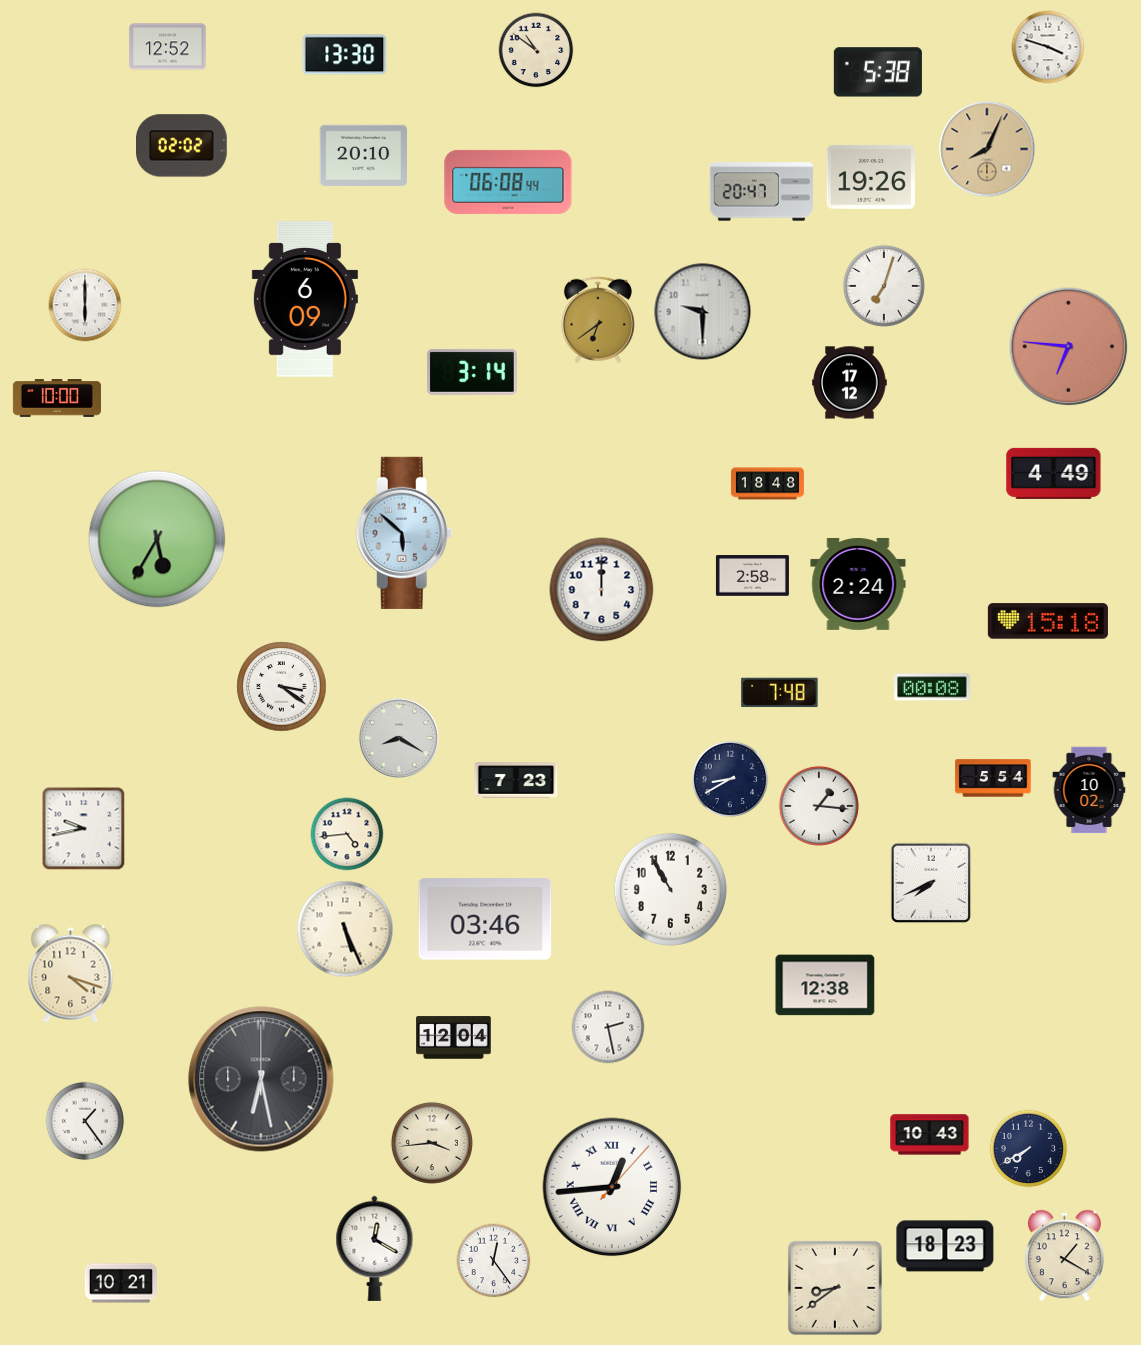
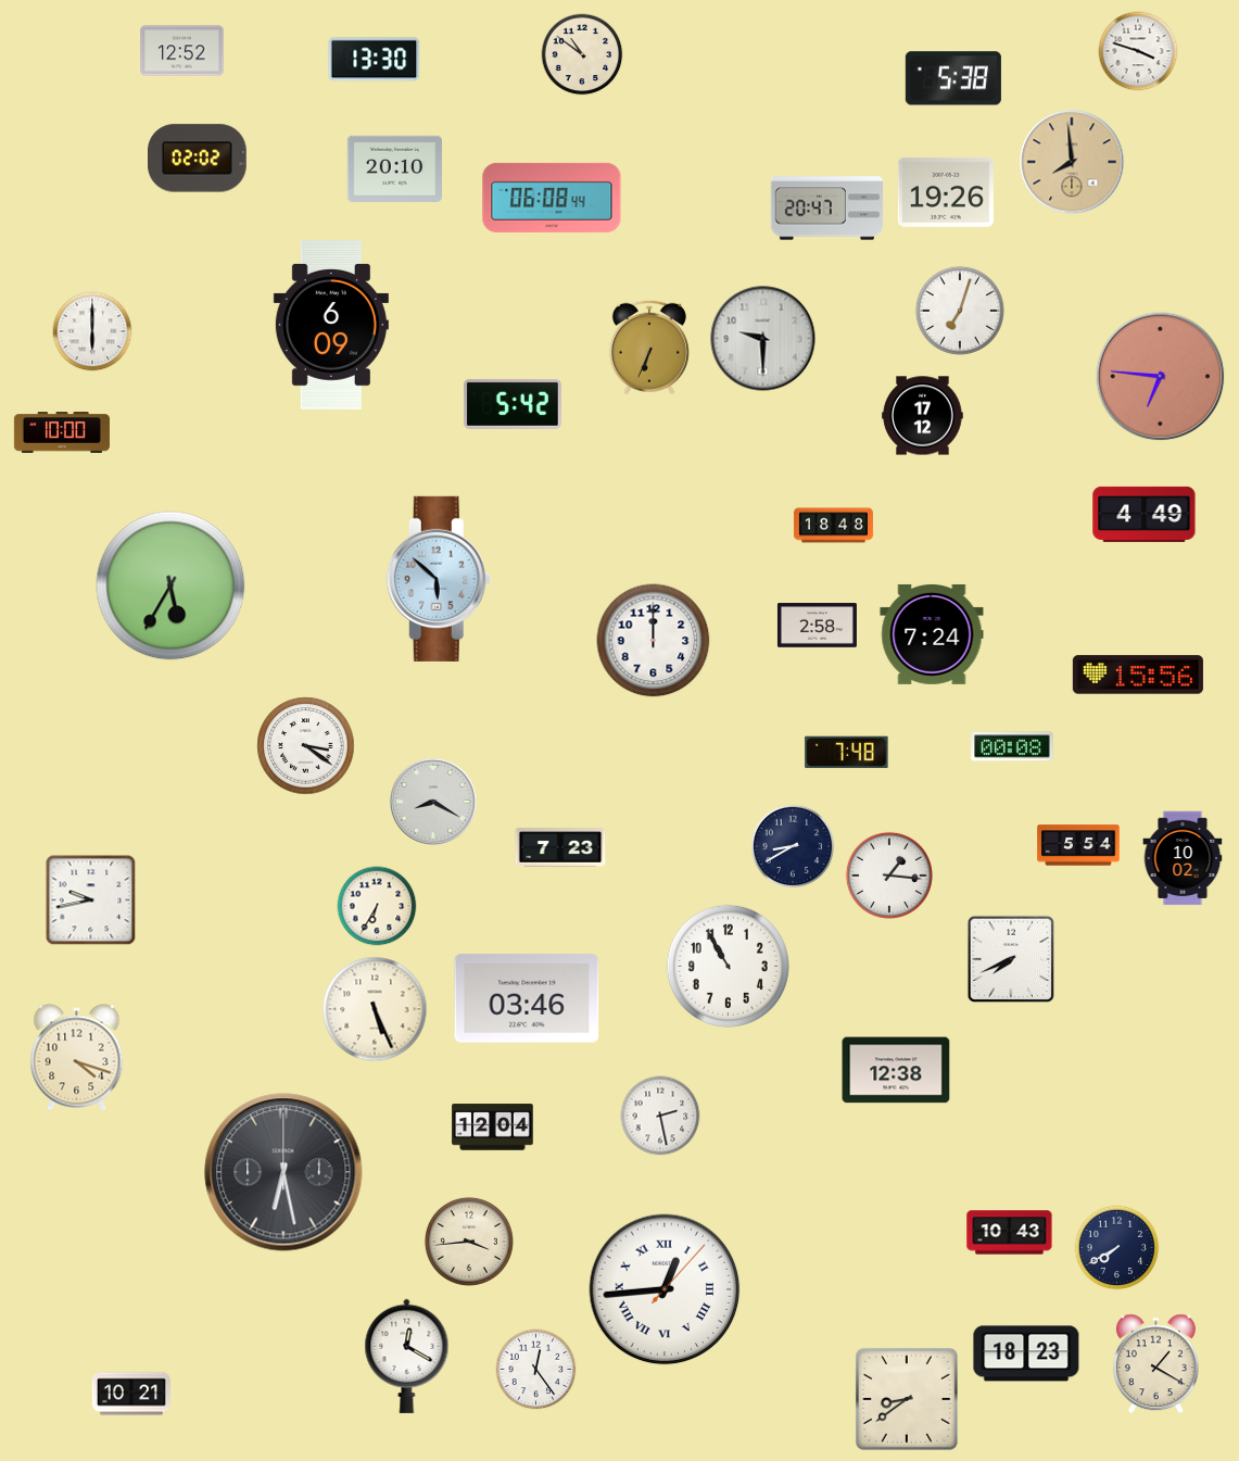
clock at (987, 149): 8:04 -> 7:59
clock at (598, 320): 6:39 -> 6:34
clock at (472, 372): 3:14 -> 5:42
clock at (858, 584): 2:24 -> 7:24
clock at (1048, 621): 15:18 -> 15:56
clock at (347, 834): 4:44 -> 6:35
clock at (85, 1121): 1:24 -> none
